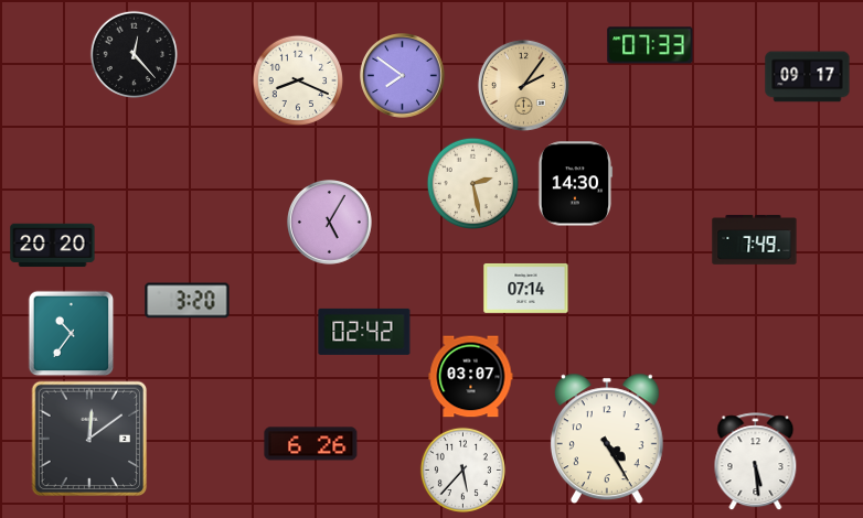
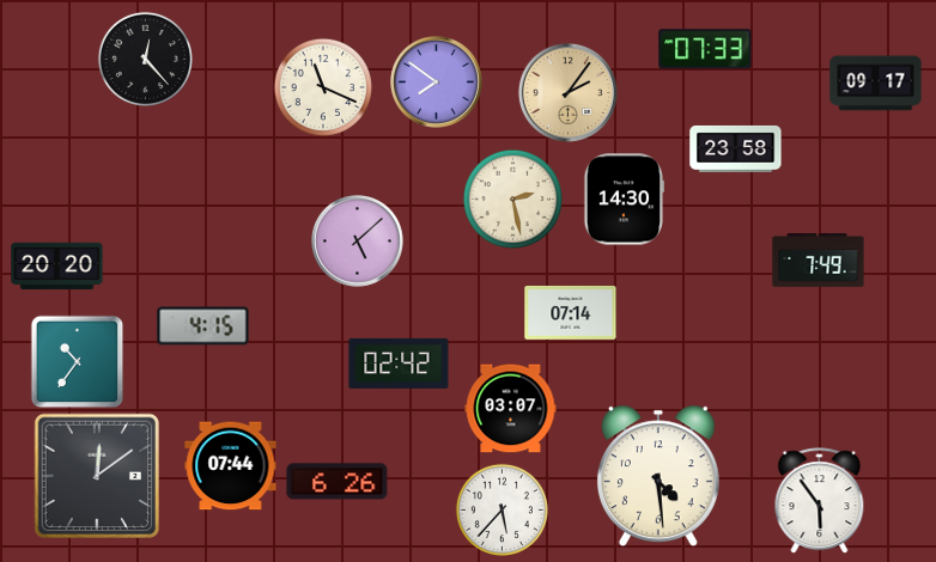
clock at (297, 79): 8:19 -> 11:19
clock at (736, 148): none -> 23:58
clock at (330, 223): 5:05 -> 5:08
clock at (188, 301): 3:20 -> 4:15
clock at (364, 332) position: (364, 332) -> (399, 364)
clock at (231, 466): none -> 07:44
clock at (607, 439): 4:25 -> 4:29
clock at (756, 462): 5:29 -> 5:54
